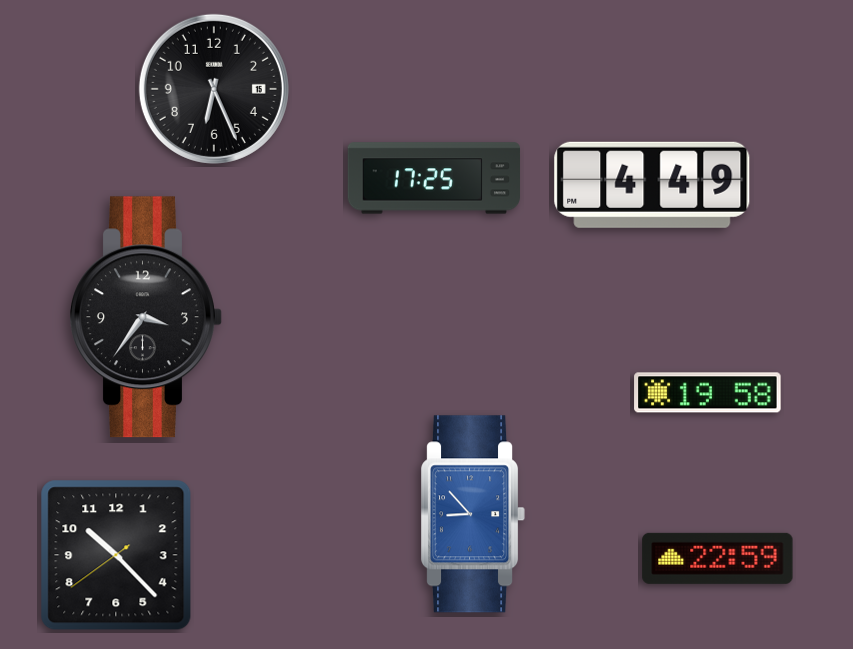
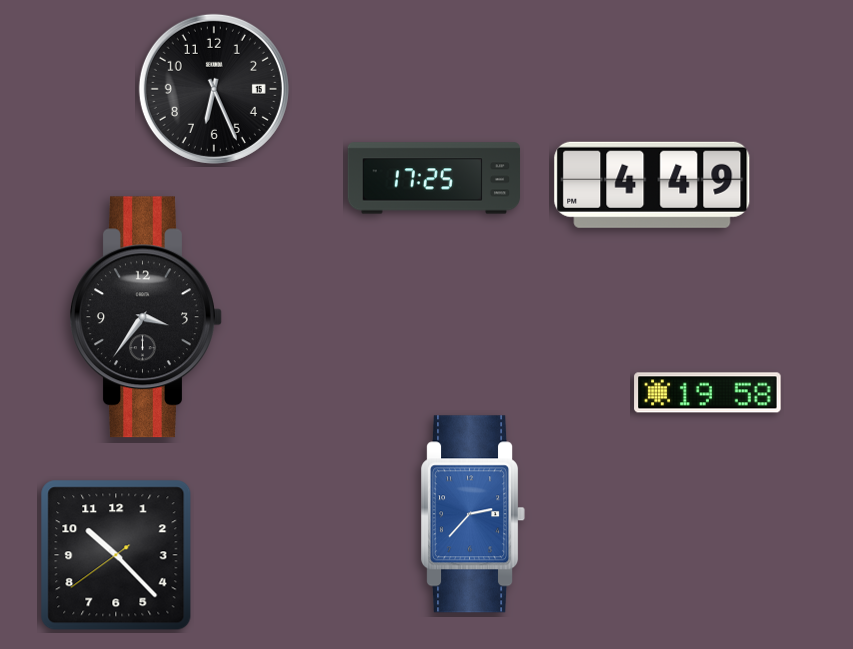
clock at (474, 514): 8:53 -> 2:37
clock at (718, 558): 22:59 -> none
